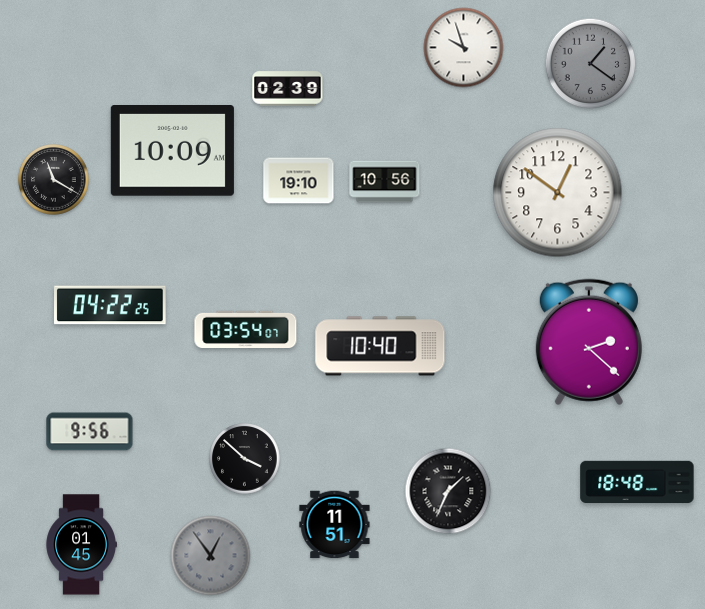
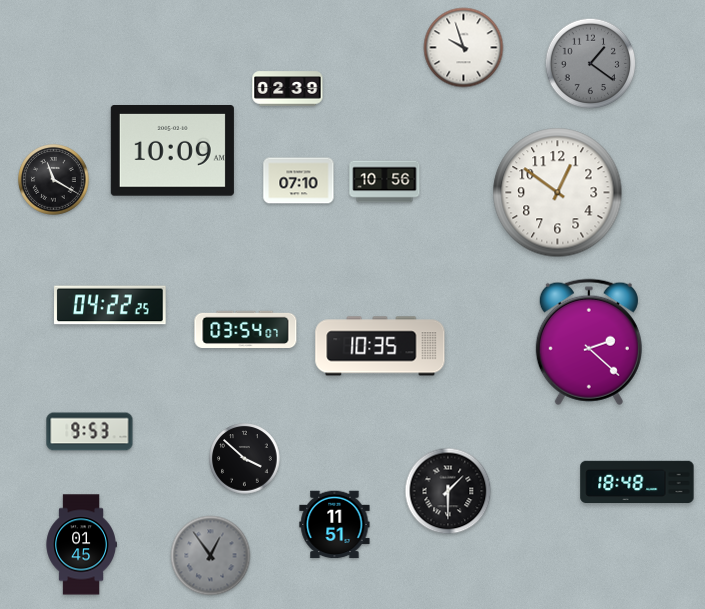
clock at (299, 181): 19:10 -> 07:10
clock at (380, 346): 10:40 -> 10:35
clock at (90, 432): 9:56 -> 9:53
clock at (448, 491): 1:34 -> 1:30
